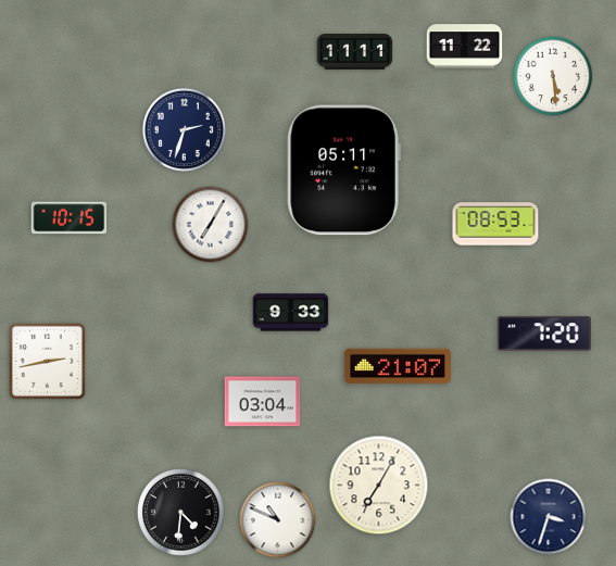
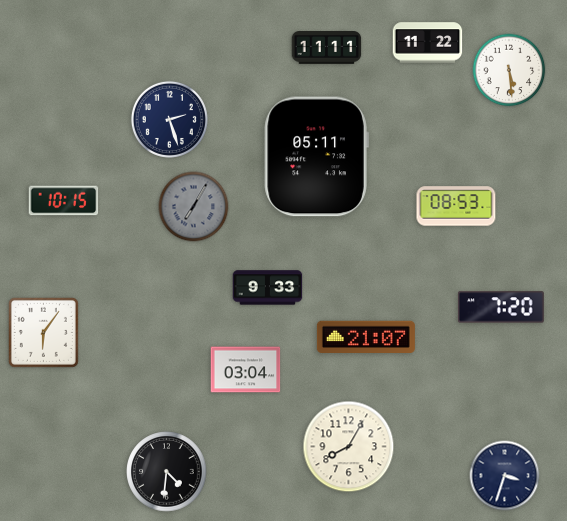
clock at (184, 129): 2:33 -> 2:27
clock at (211, 225) dial: white -> grey
clock at (47, 361): 2:43 -> 6:06
clock at (263, 402) position: (263, 402) -> (246, 370)
clock at (379, 486): 7:05 -> 8:05
clock at (278, 520): 10:49 -> none
